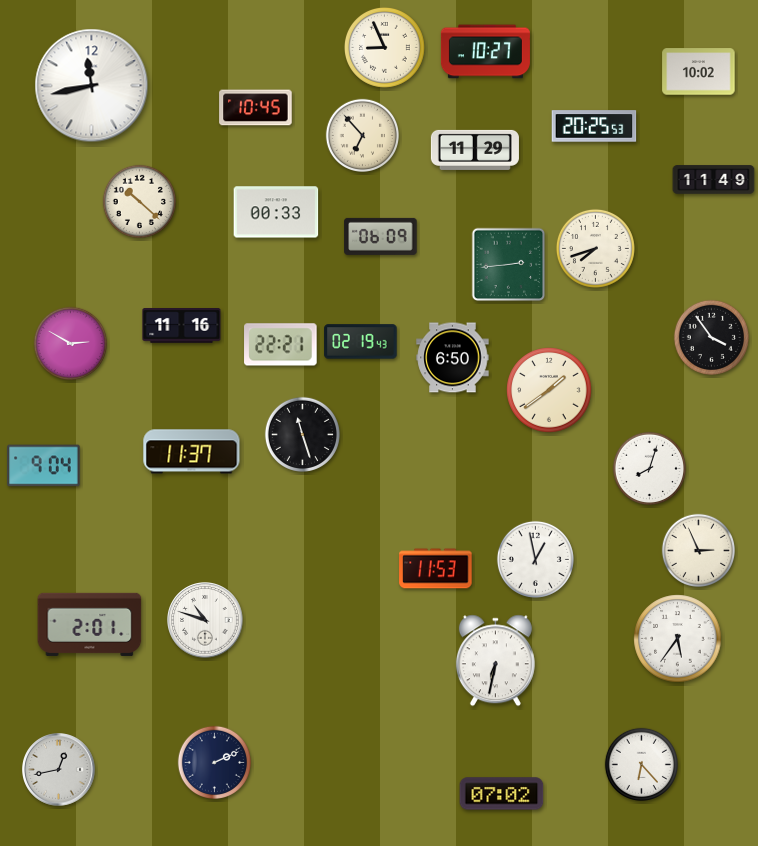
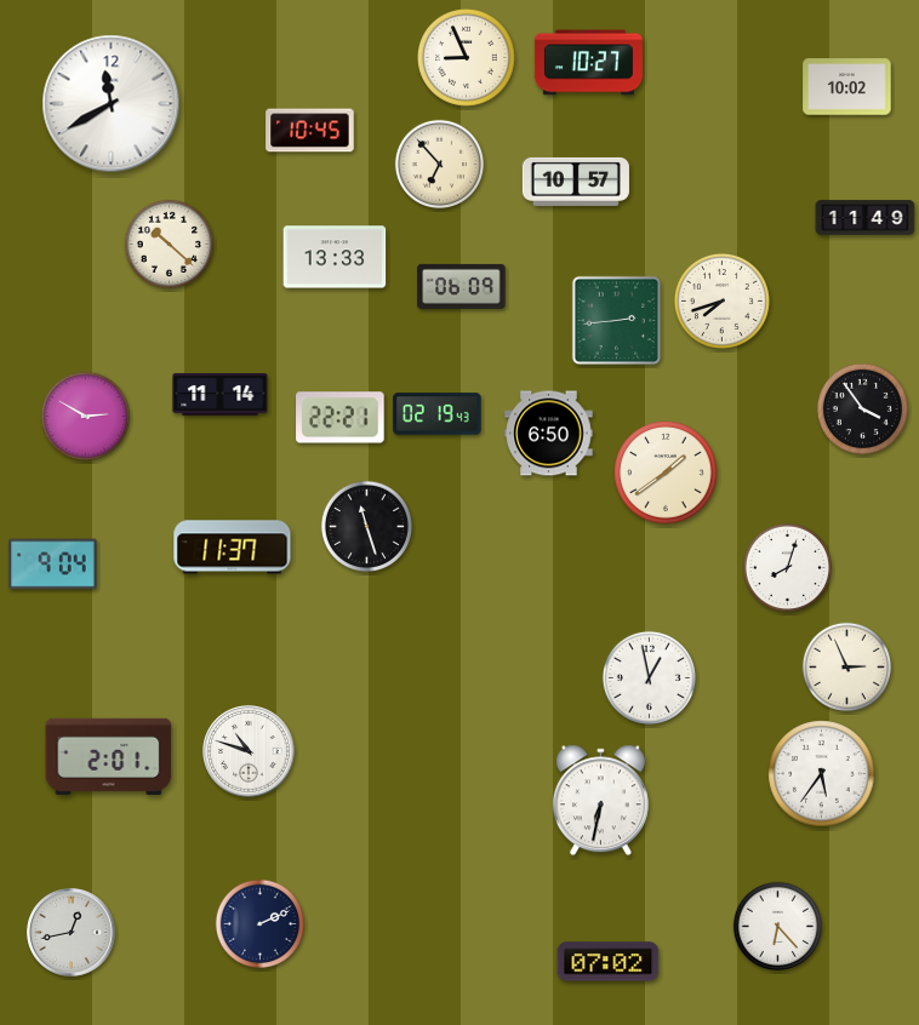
clock at (92, 86): 11:43 -> 11:40
clock at (594, 126): 20:25 -> none
clock at (475, 150): 11:29 -> 10:57
clock at (276, 212): 00:33 -> 13:33
clock at (182, 326): 11:16 -> 11:14
clock at (436, 569): 11:53 -> none
